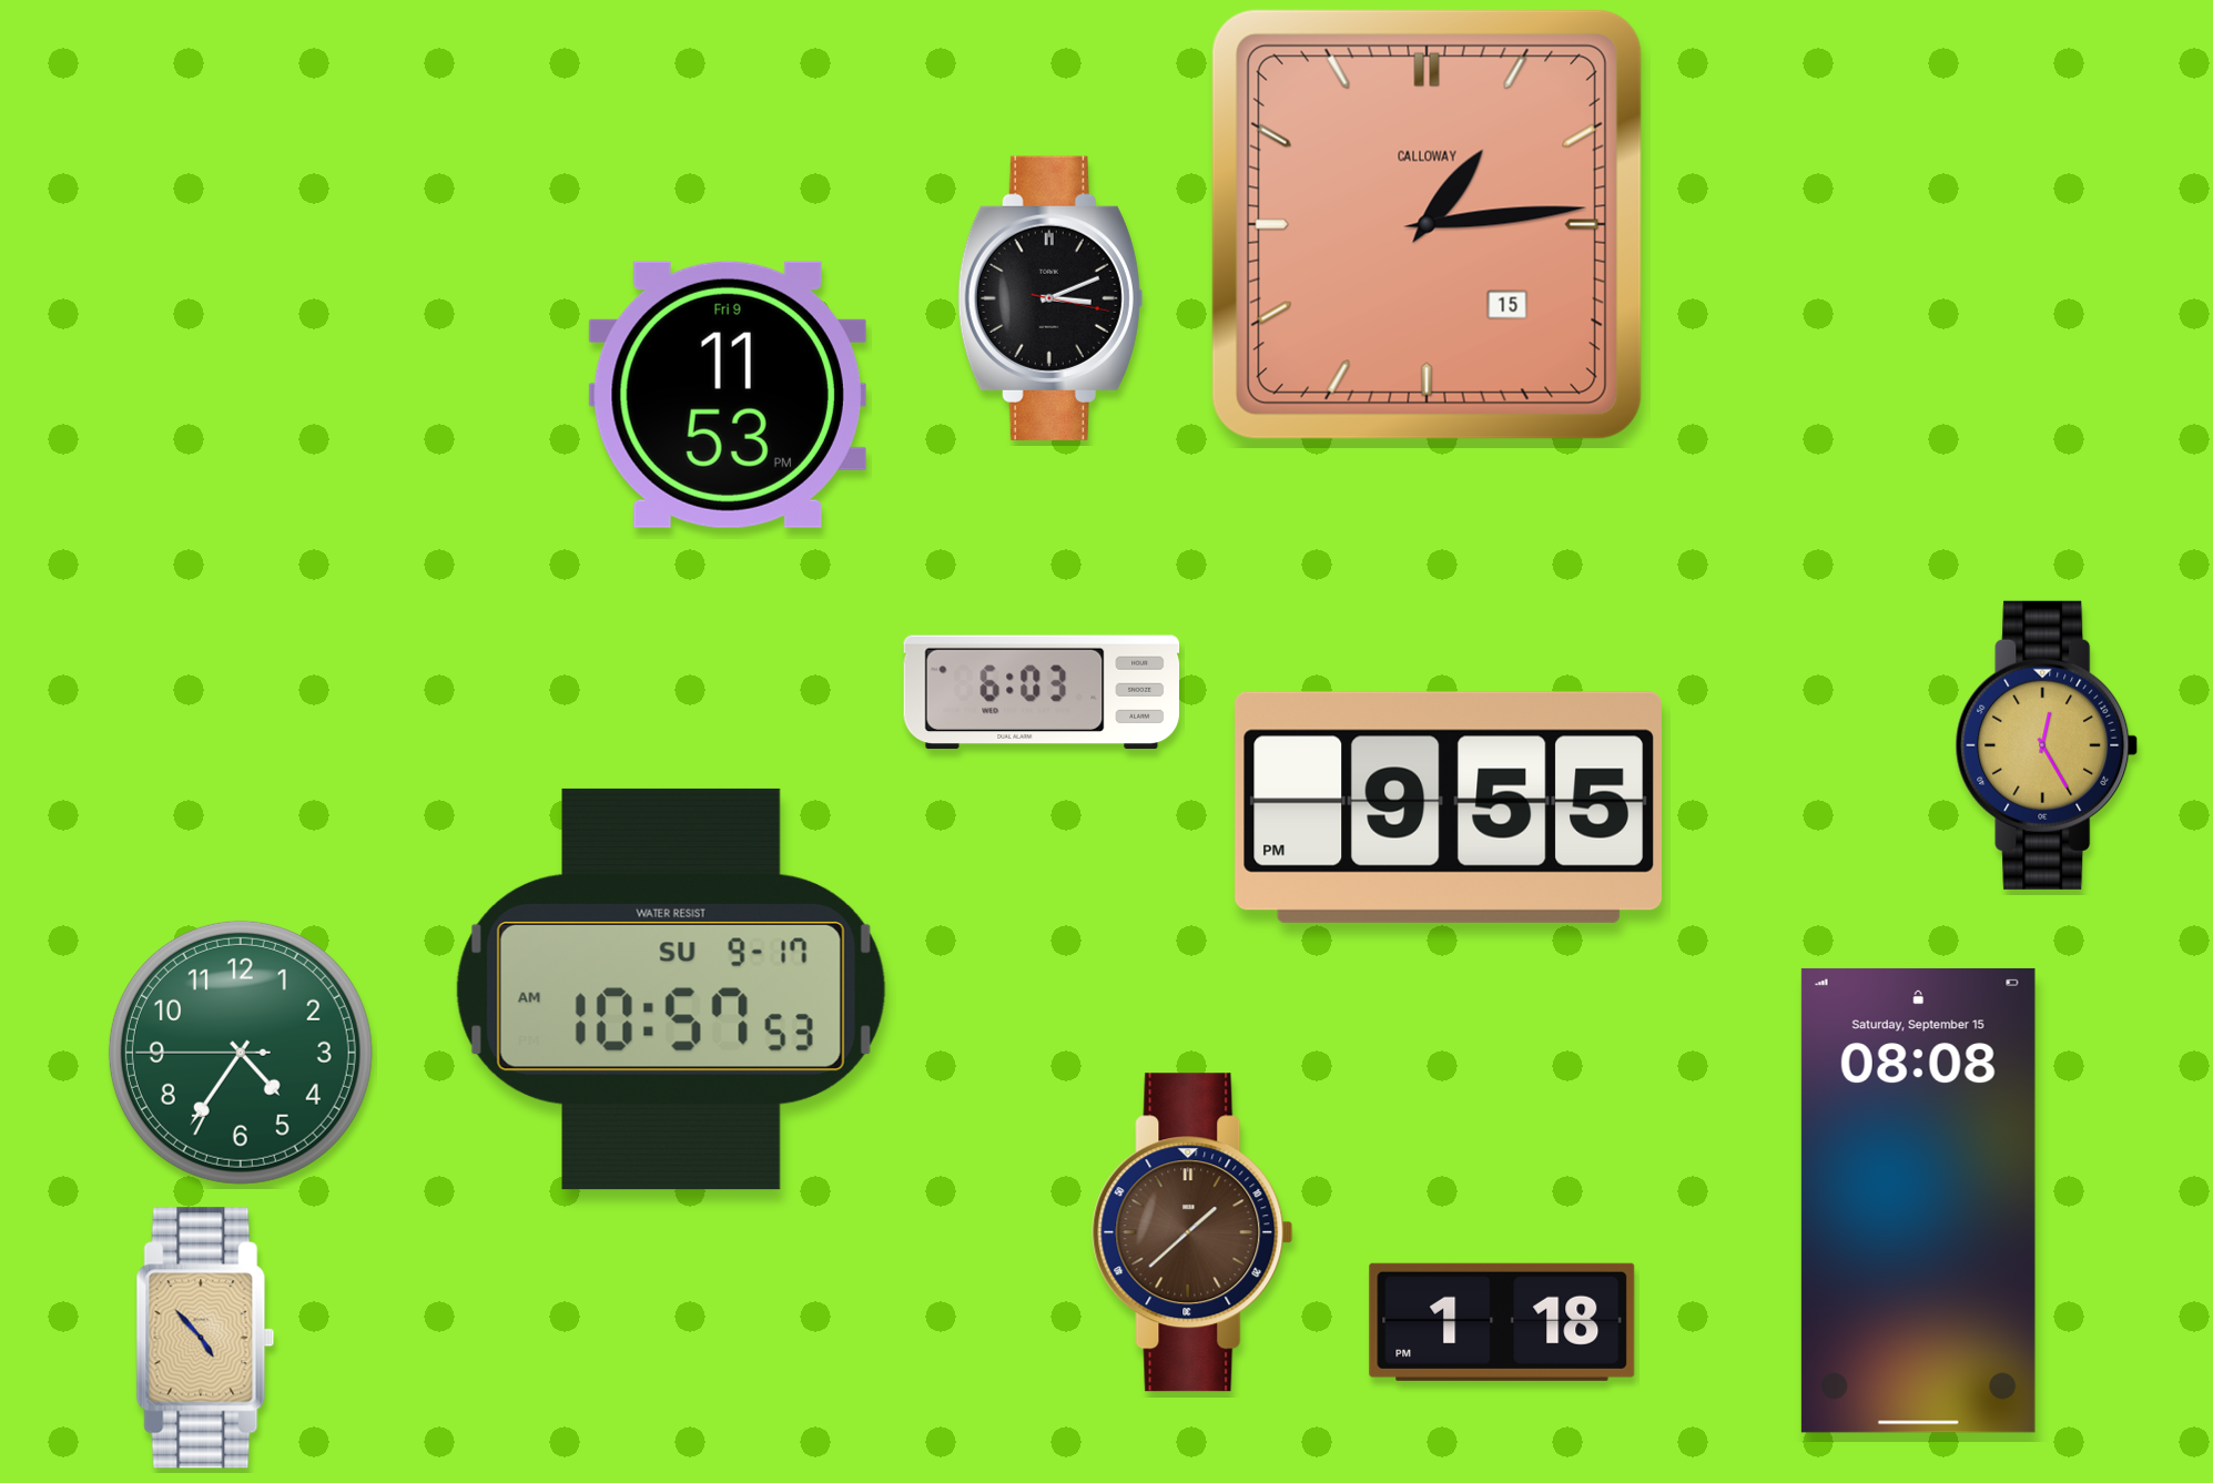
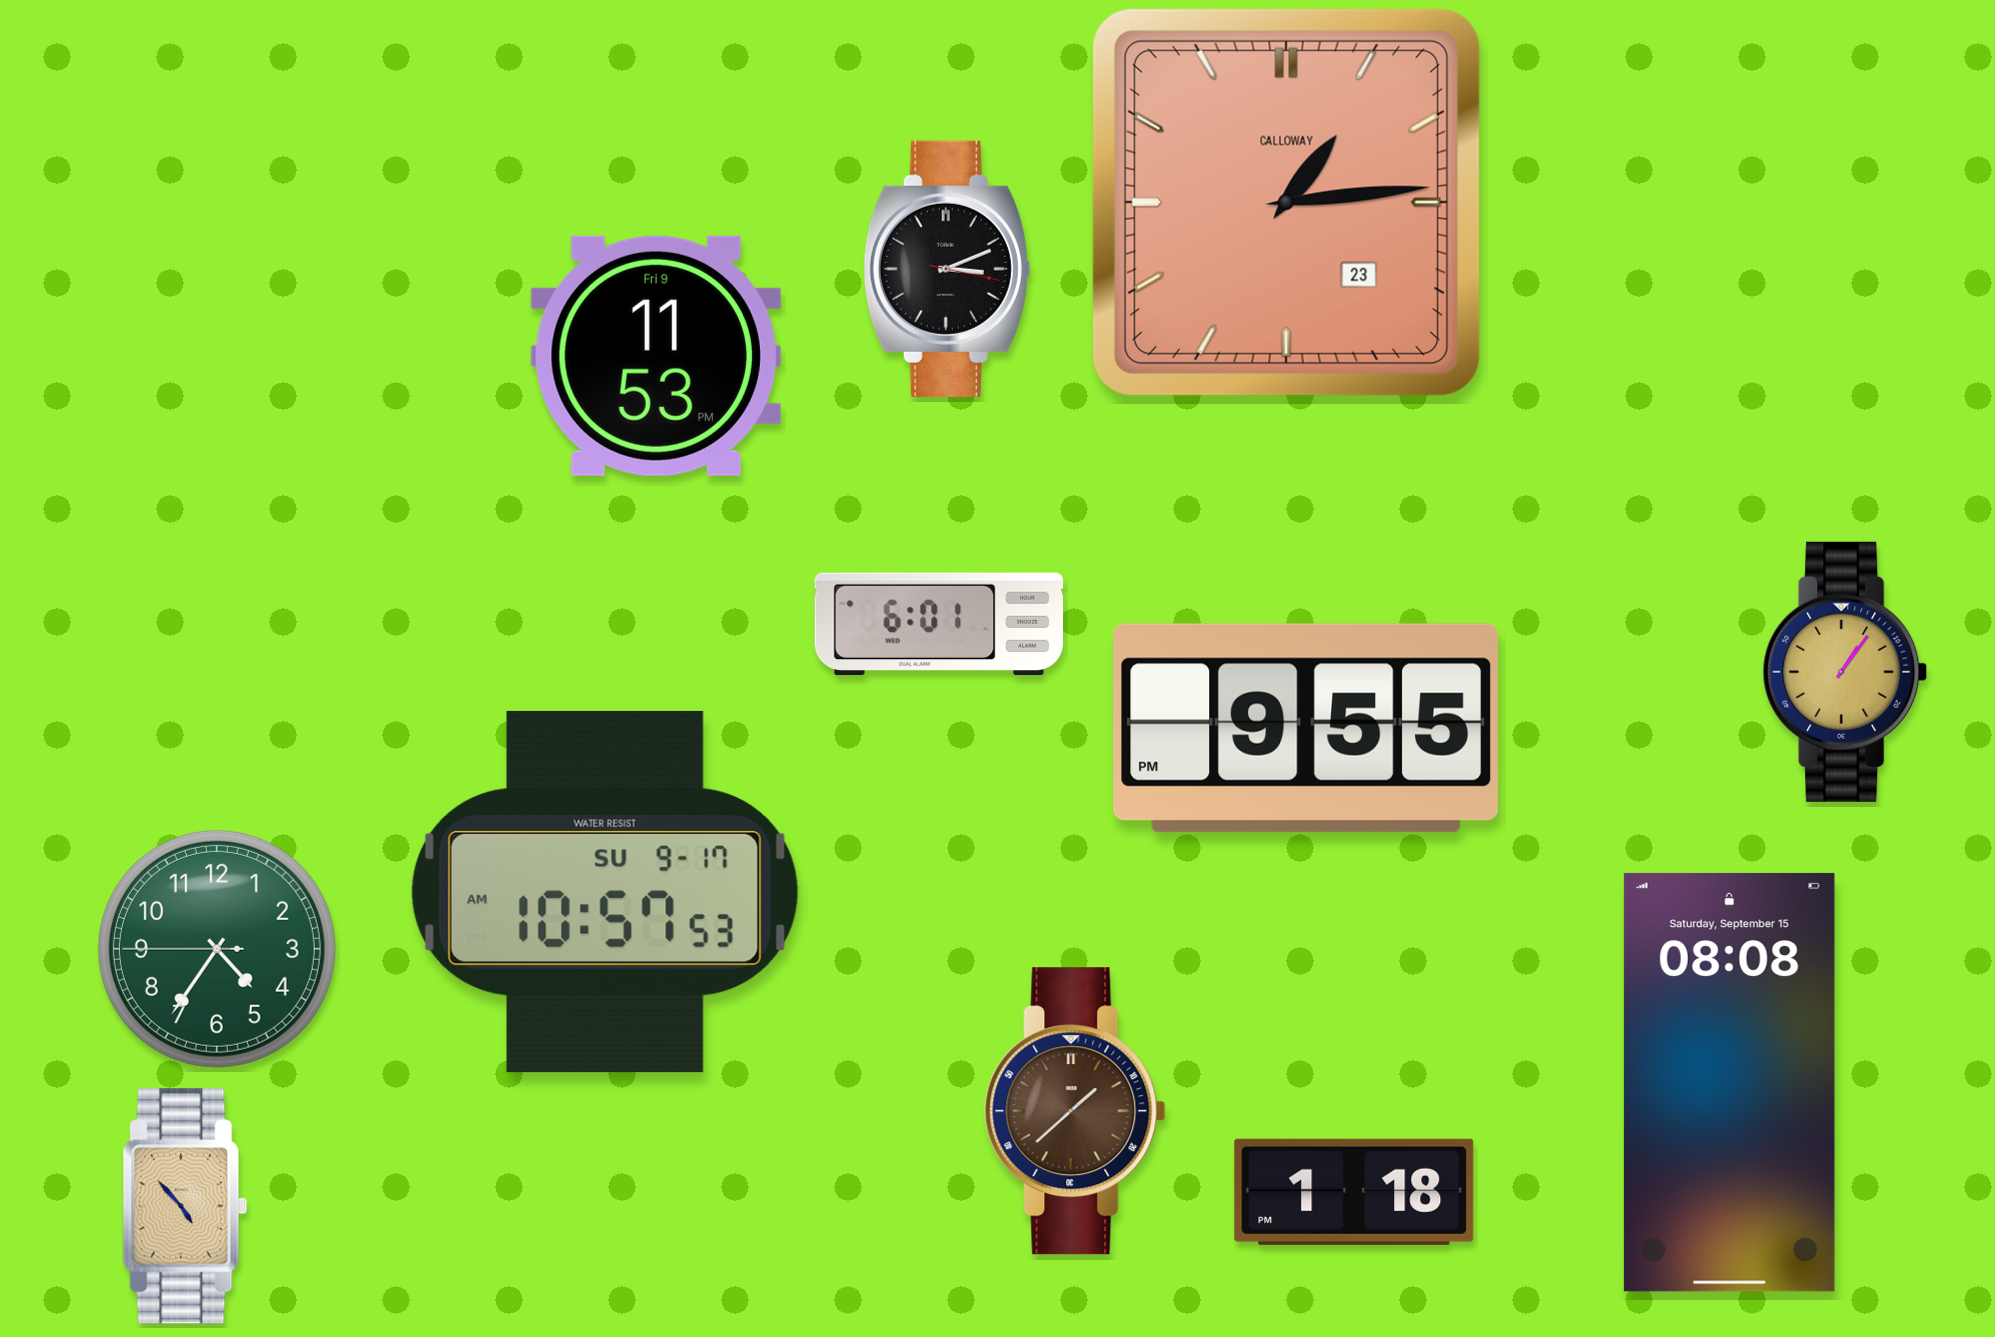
clock at (1427, 224) date: 15 -> 23
clock at (1042, 692): 6:03 -> 6:01
clock at (2047, 745): 12:25 -> 1:06
